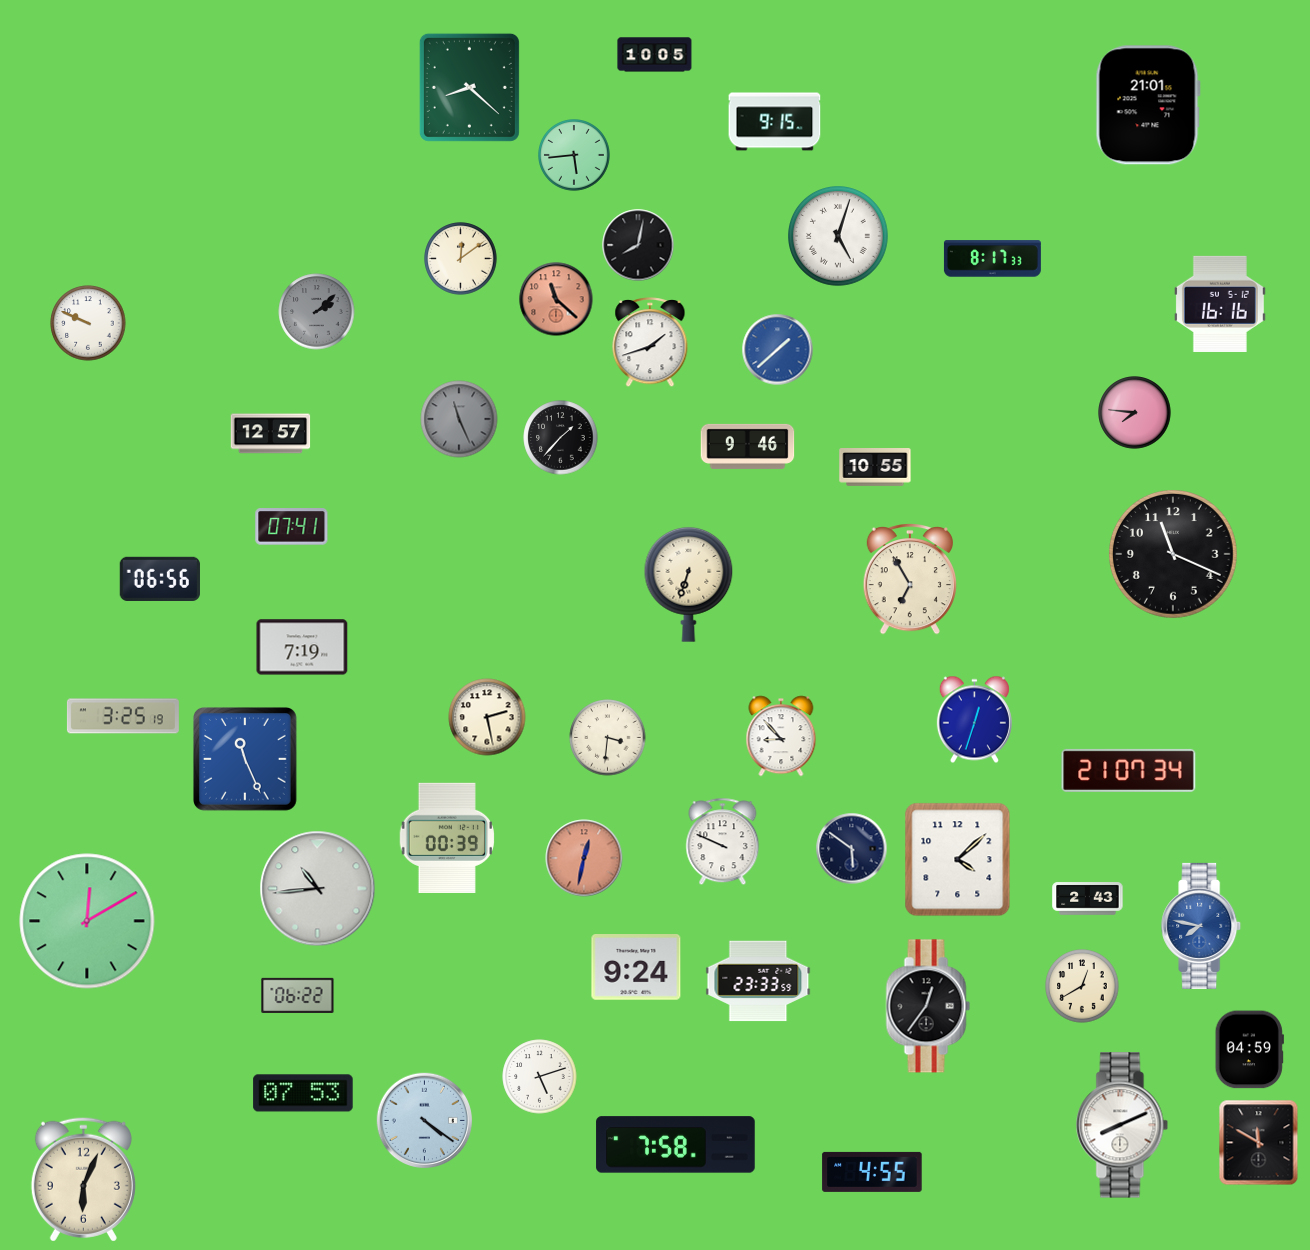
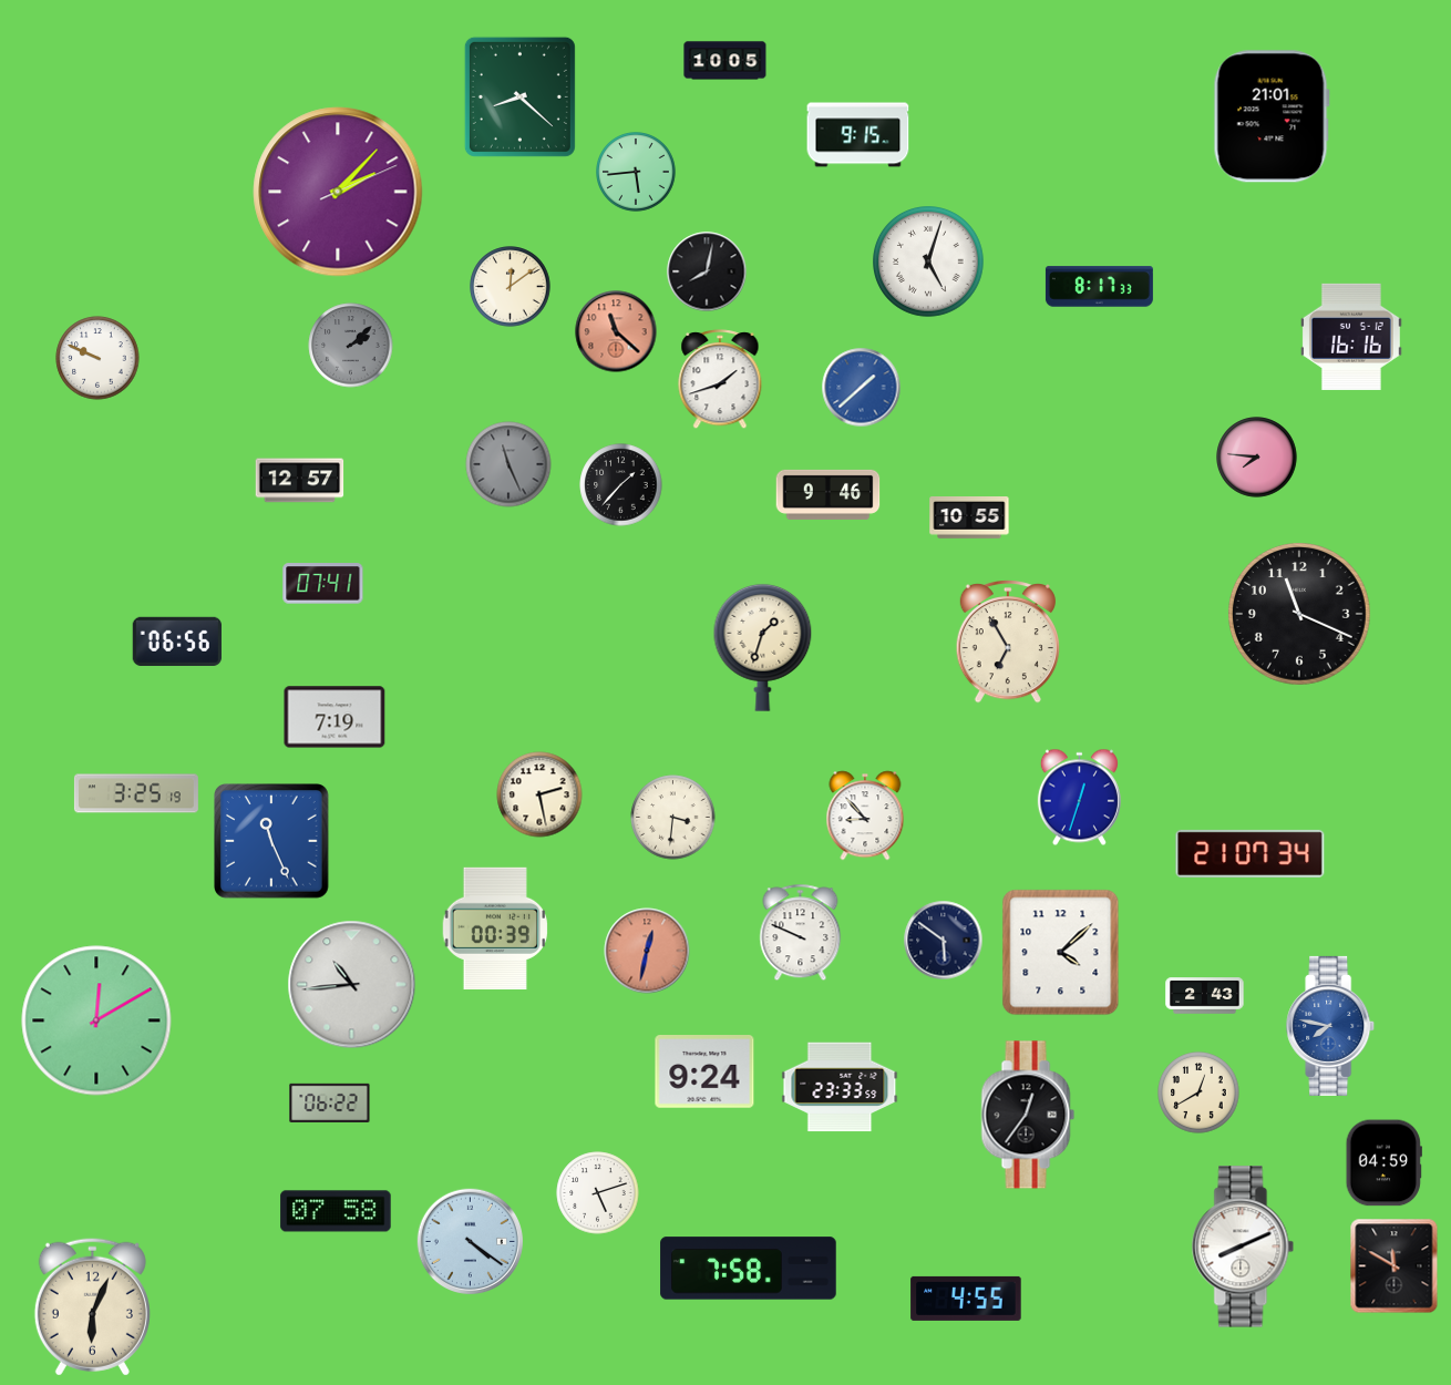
clock at (338, 192): none -> 2:07
clock at (689, 584): 6:33 -> 1:33
clock at (303, 1093): 07:53 -> 07:58
